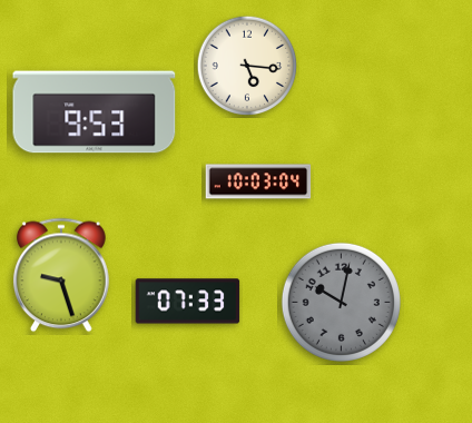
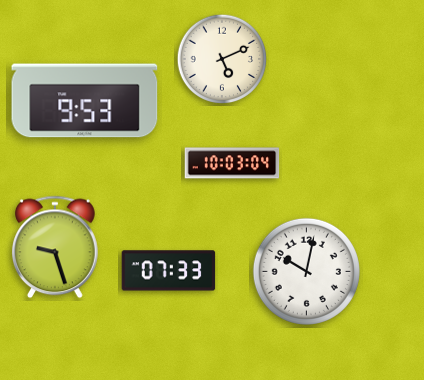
clock at (247, 66): 5:16 -> 5:11
clock at (341, 302) dial: grey -> white
